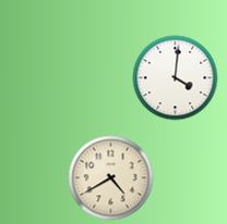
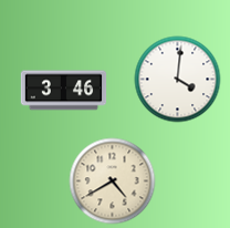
clock at (63, 91): none -> 3:46
